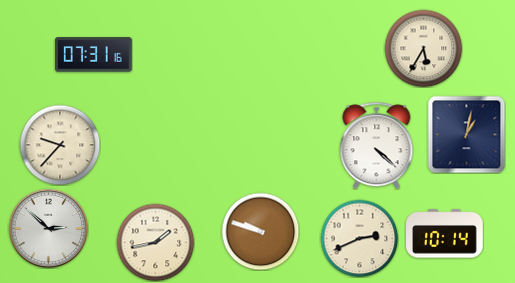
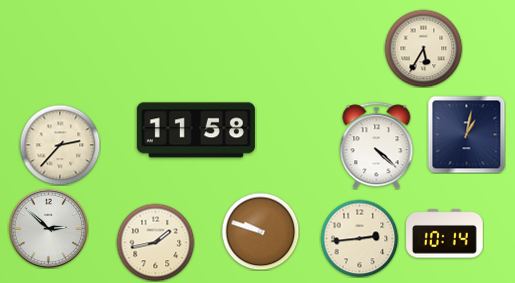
clock at (94, 55): 07:31 -> none
clock at (196, 130): none -> 11:58
clock at (60, 145): 9:37 -> 2:37
clock at (359, 238): 2:41 -> 2:44
